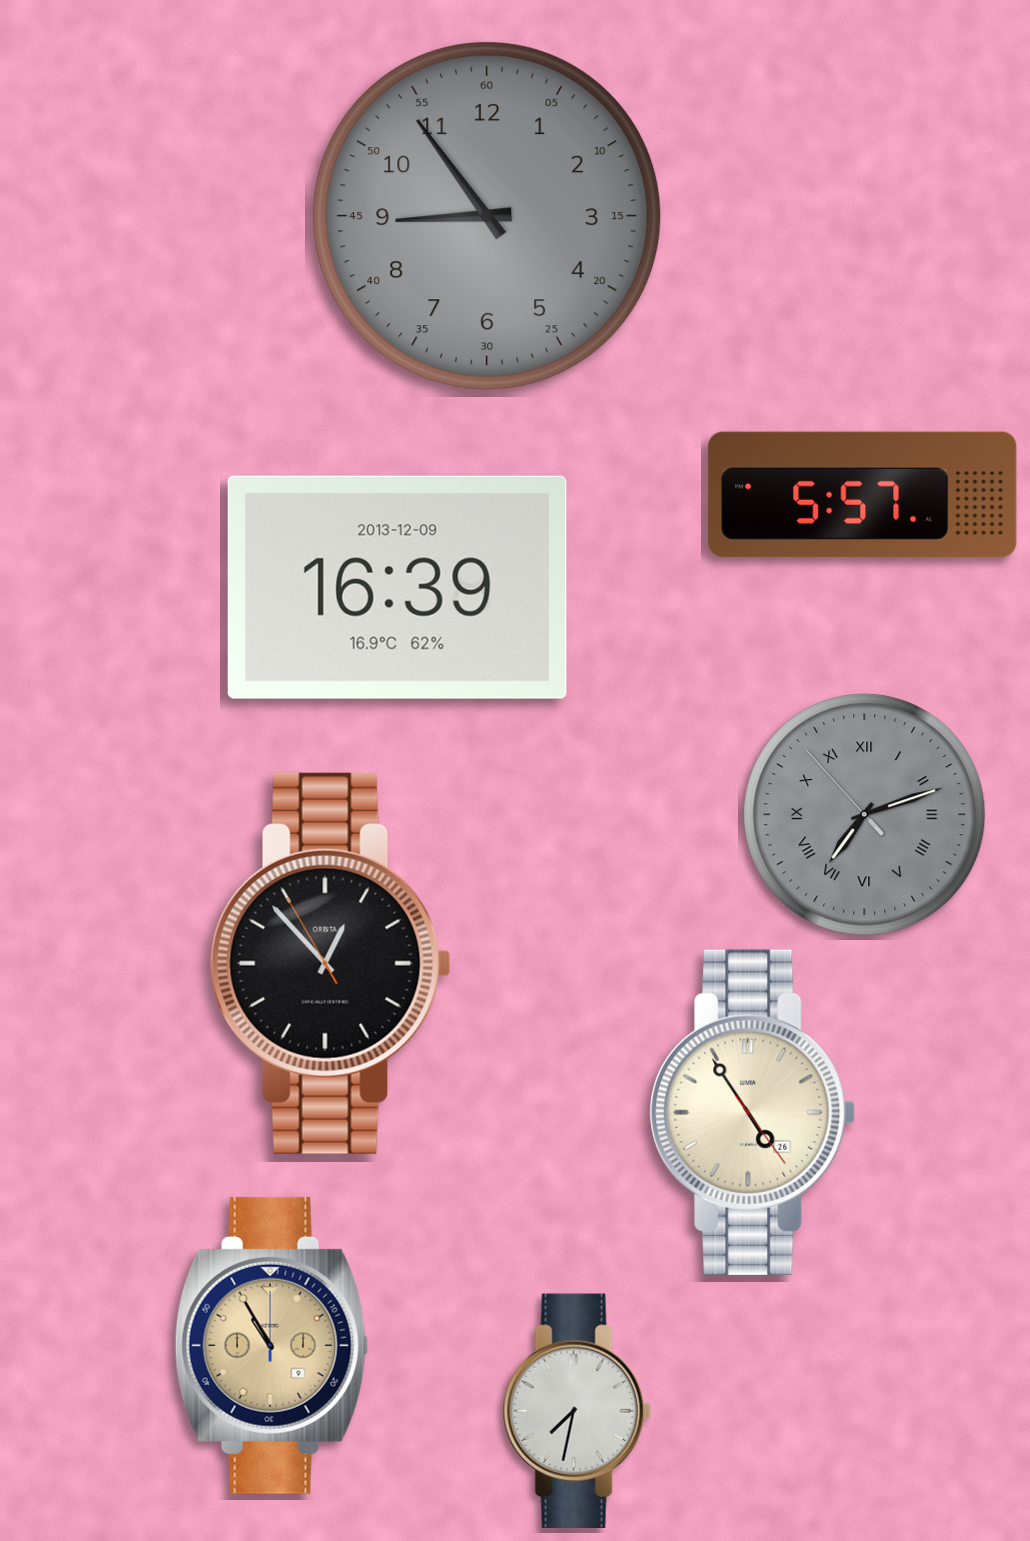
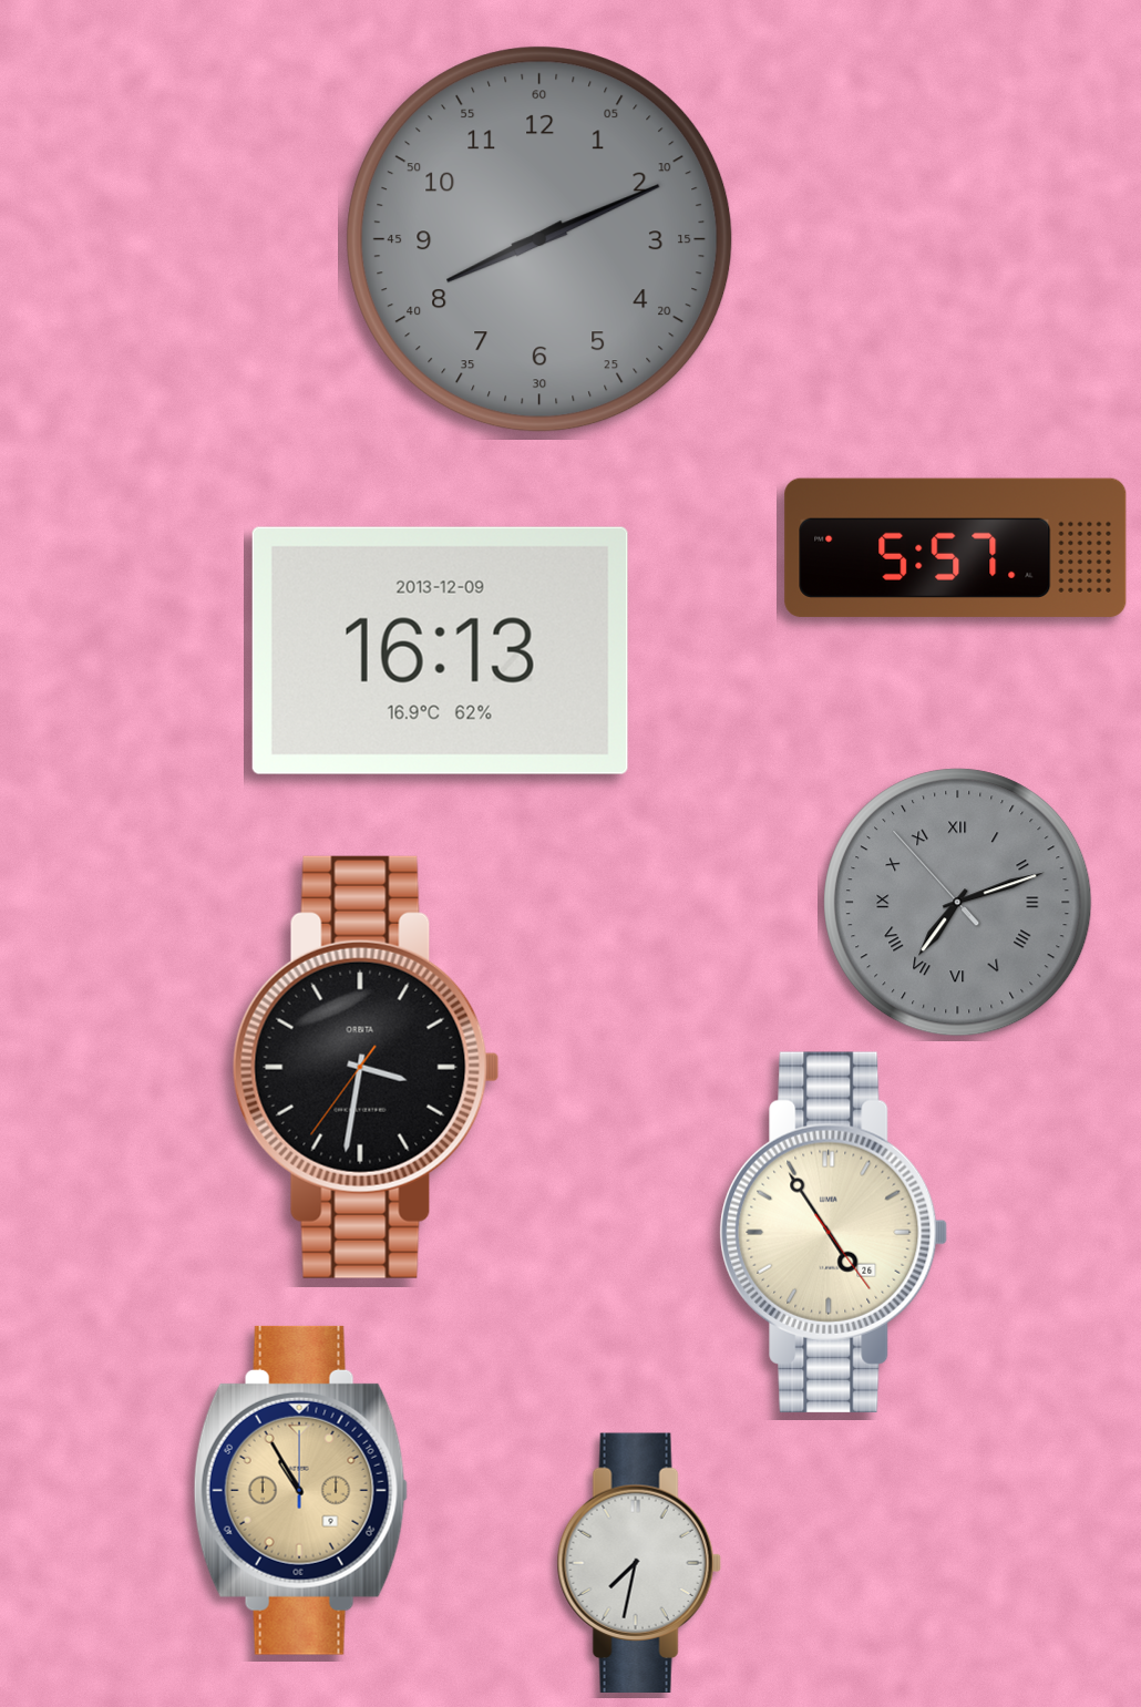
clock at (487, 216): 8:54 -> 8:11
clock at (397, 587): 16:39 -> 16:13
clock at (330, 963): 12:52 -> 3:31
